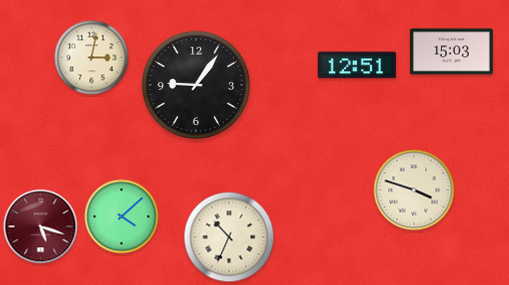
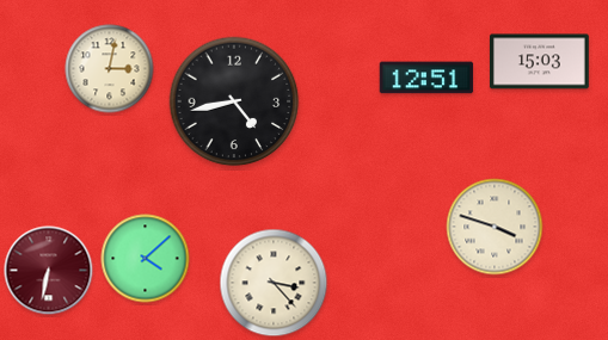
clock at (196, 85): 9:06 -> 4:43
clock at (41, 227): 5:18 -> 6:32
clock at (229, 237): 10:34 -> 3:23
